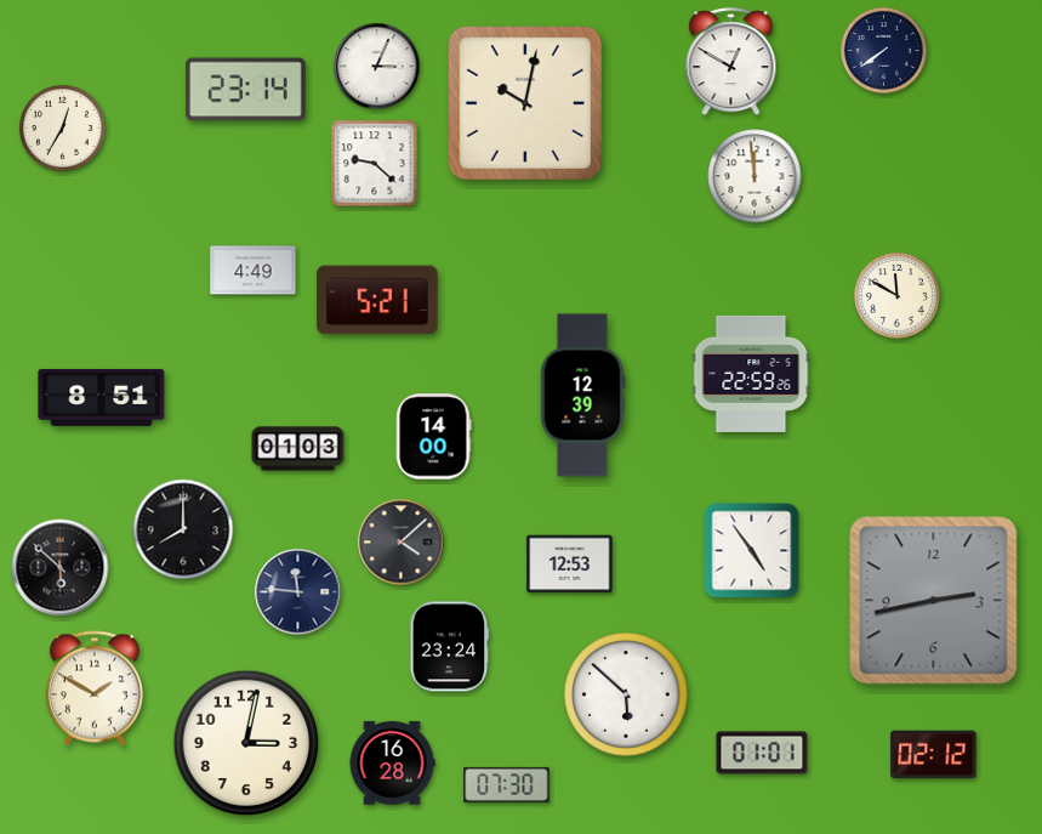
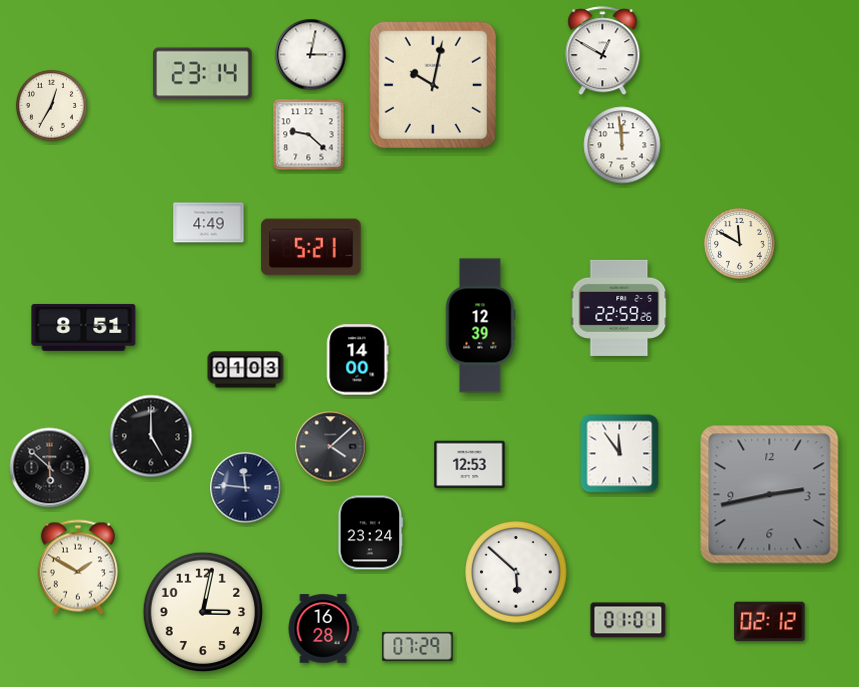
clock at (884, 51): 7:39 -> none
clock at (377, 67): 3:04 -> 3:02
clock at (183, 529): 8:00 -> 5:00
clock at (752, 551): 4:54 -> 11:54
clock at (507, 784): 07:30 -> 07:29
